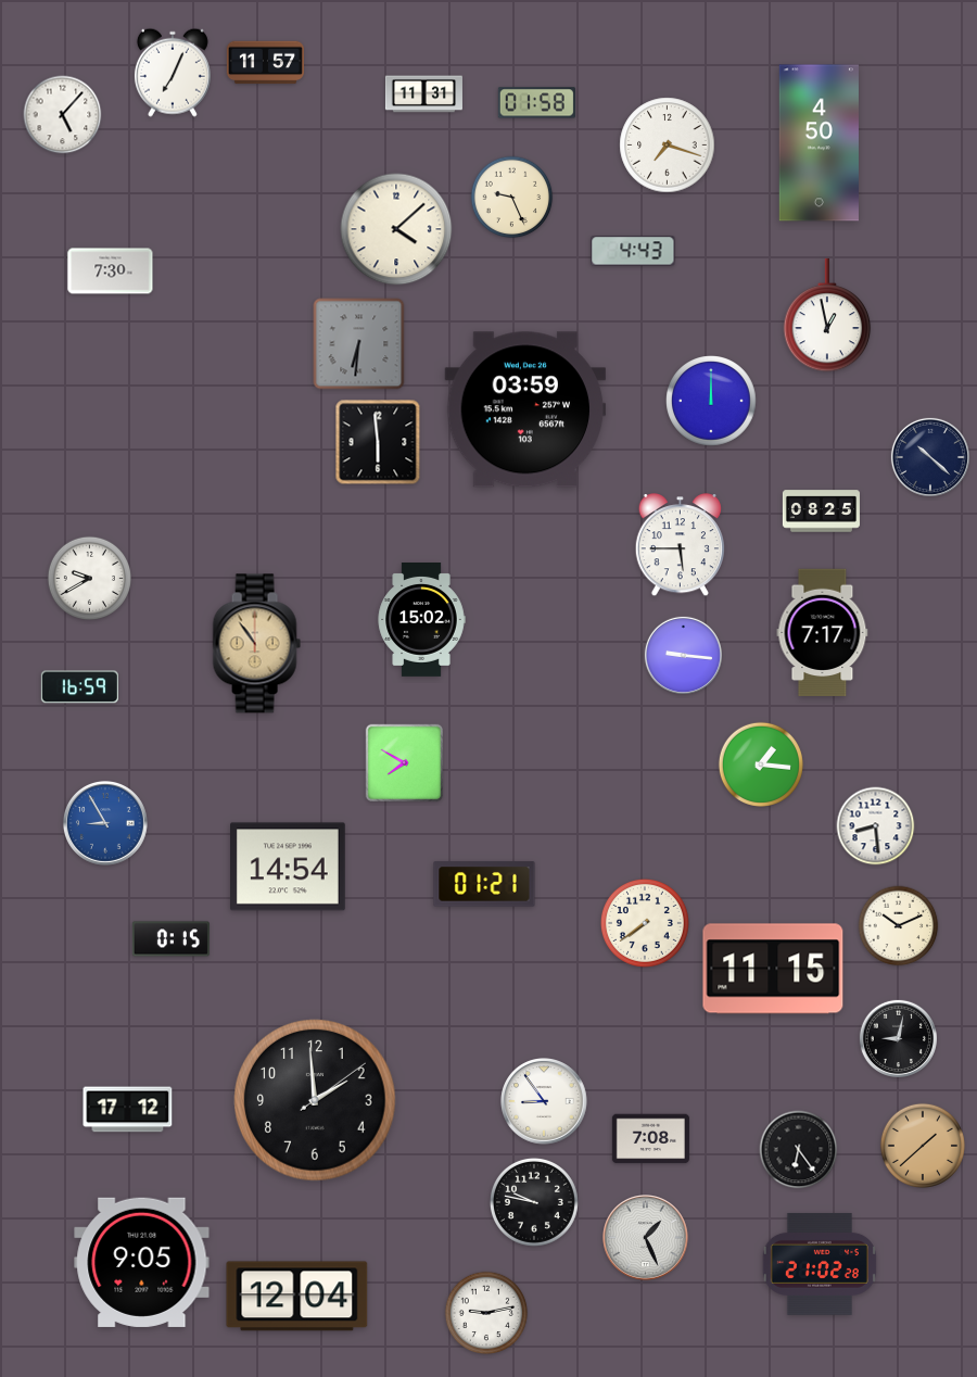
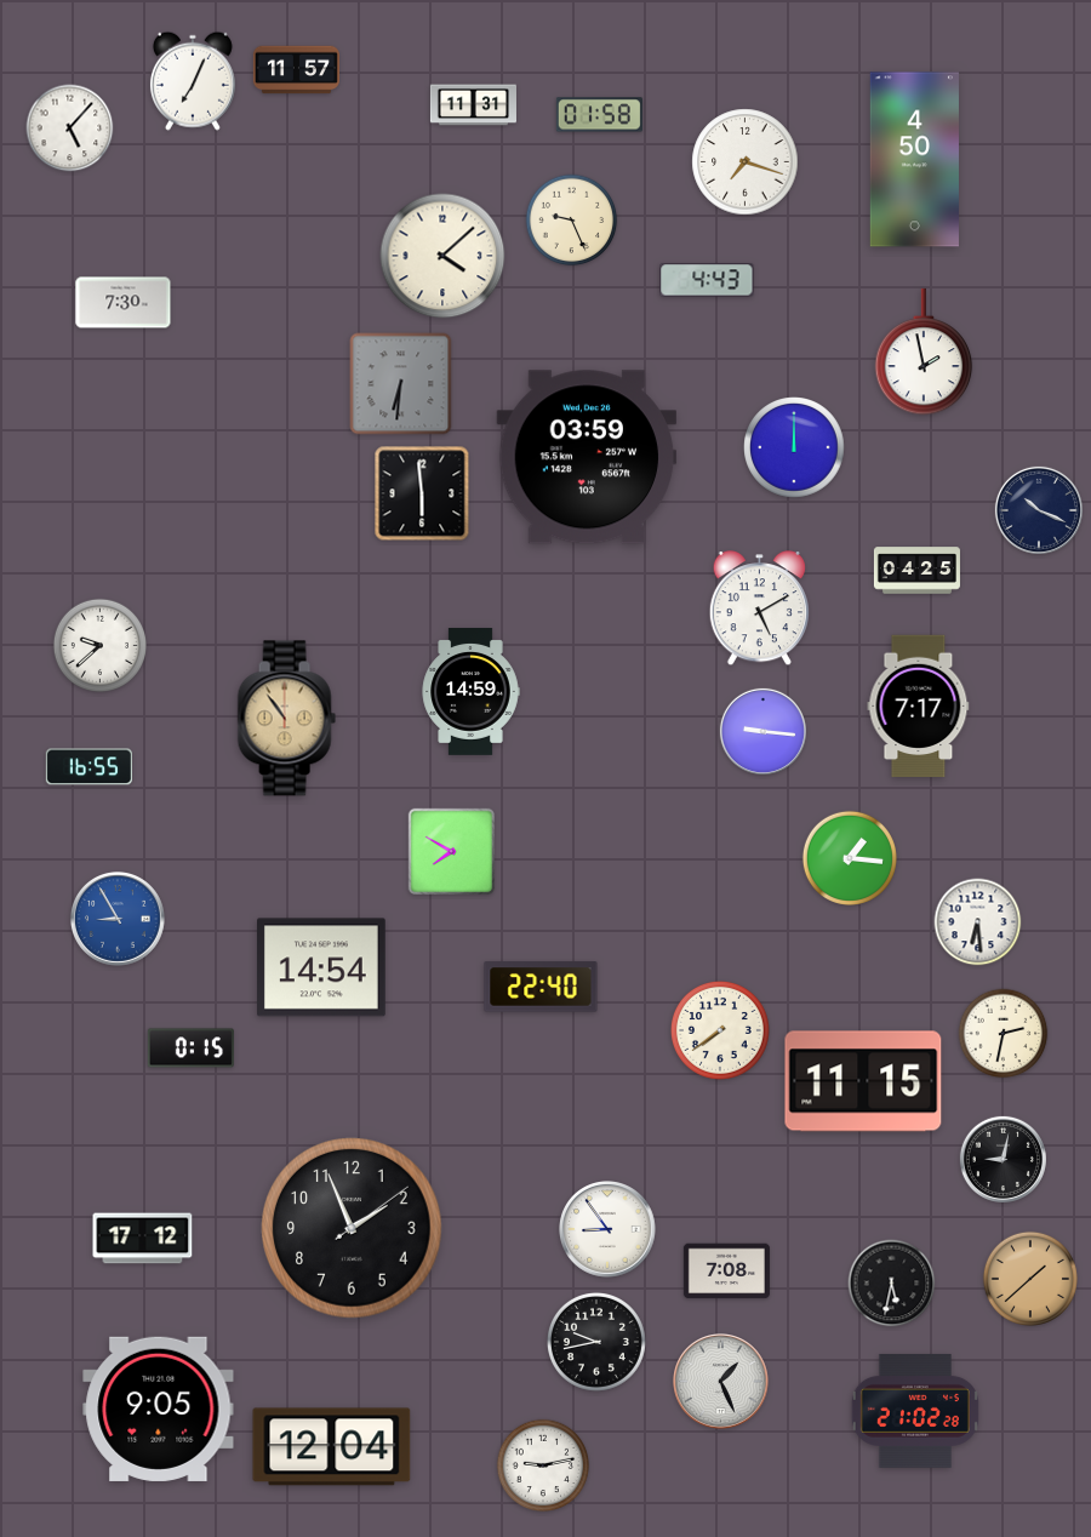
clock at (827, 315): 12:58 -> 1:58
clock at (930, 457): 10:22 -> 10:19
clock at (821, 511): 08:25 -> 04:25
clock at (680, 545): 5:45 -> 5:10
clock at (89, 578): 9:40 -> 9:38
clock at (421, 620): 15:02 -> 14:59
clock at (79, 687): 16:59 -> 16:55
clock at (761, 765) position: (761, 765) -> (850, 858)
clock at (876, 826): 8:29 -> 6:29
clock at (484, 884): 01:21 -> 22:40
clock at (899, 926): 10:11 -> 2:32
clock at (315, 1100): 1:59 -> 1:56
clock at (799, 1150): 6:24 -> 5:32
clock at (534, 1202): 9:47 -> 9:43
